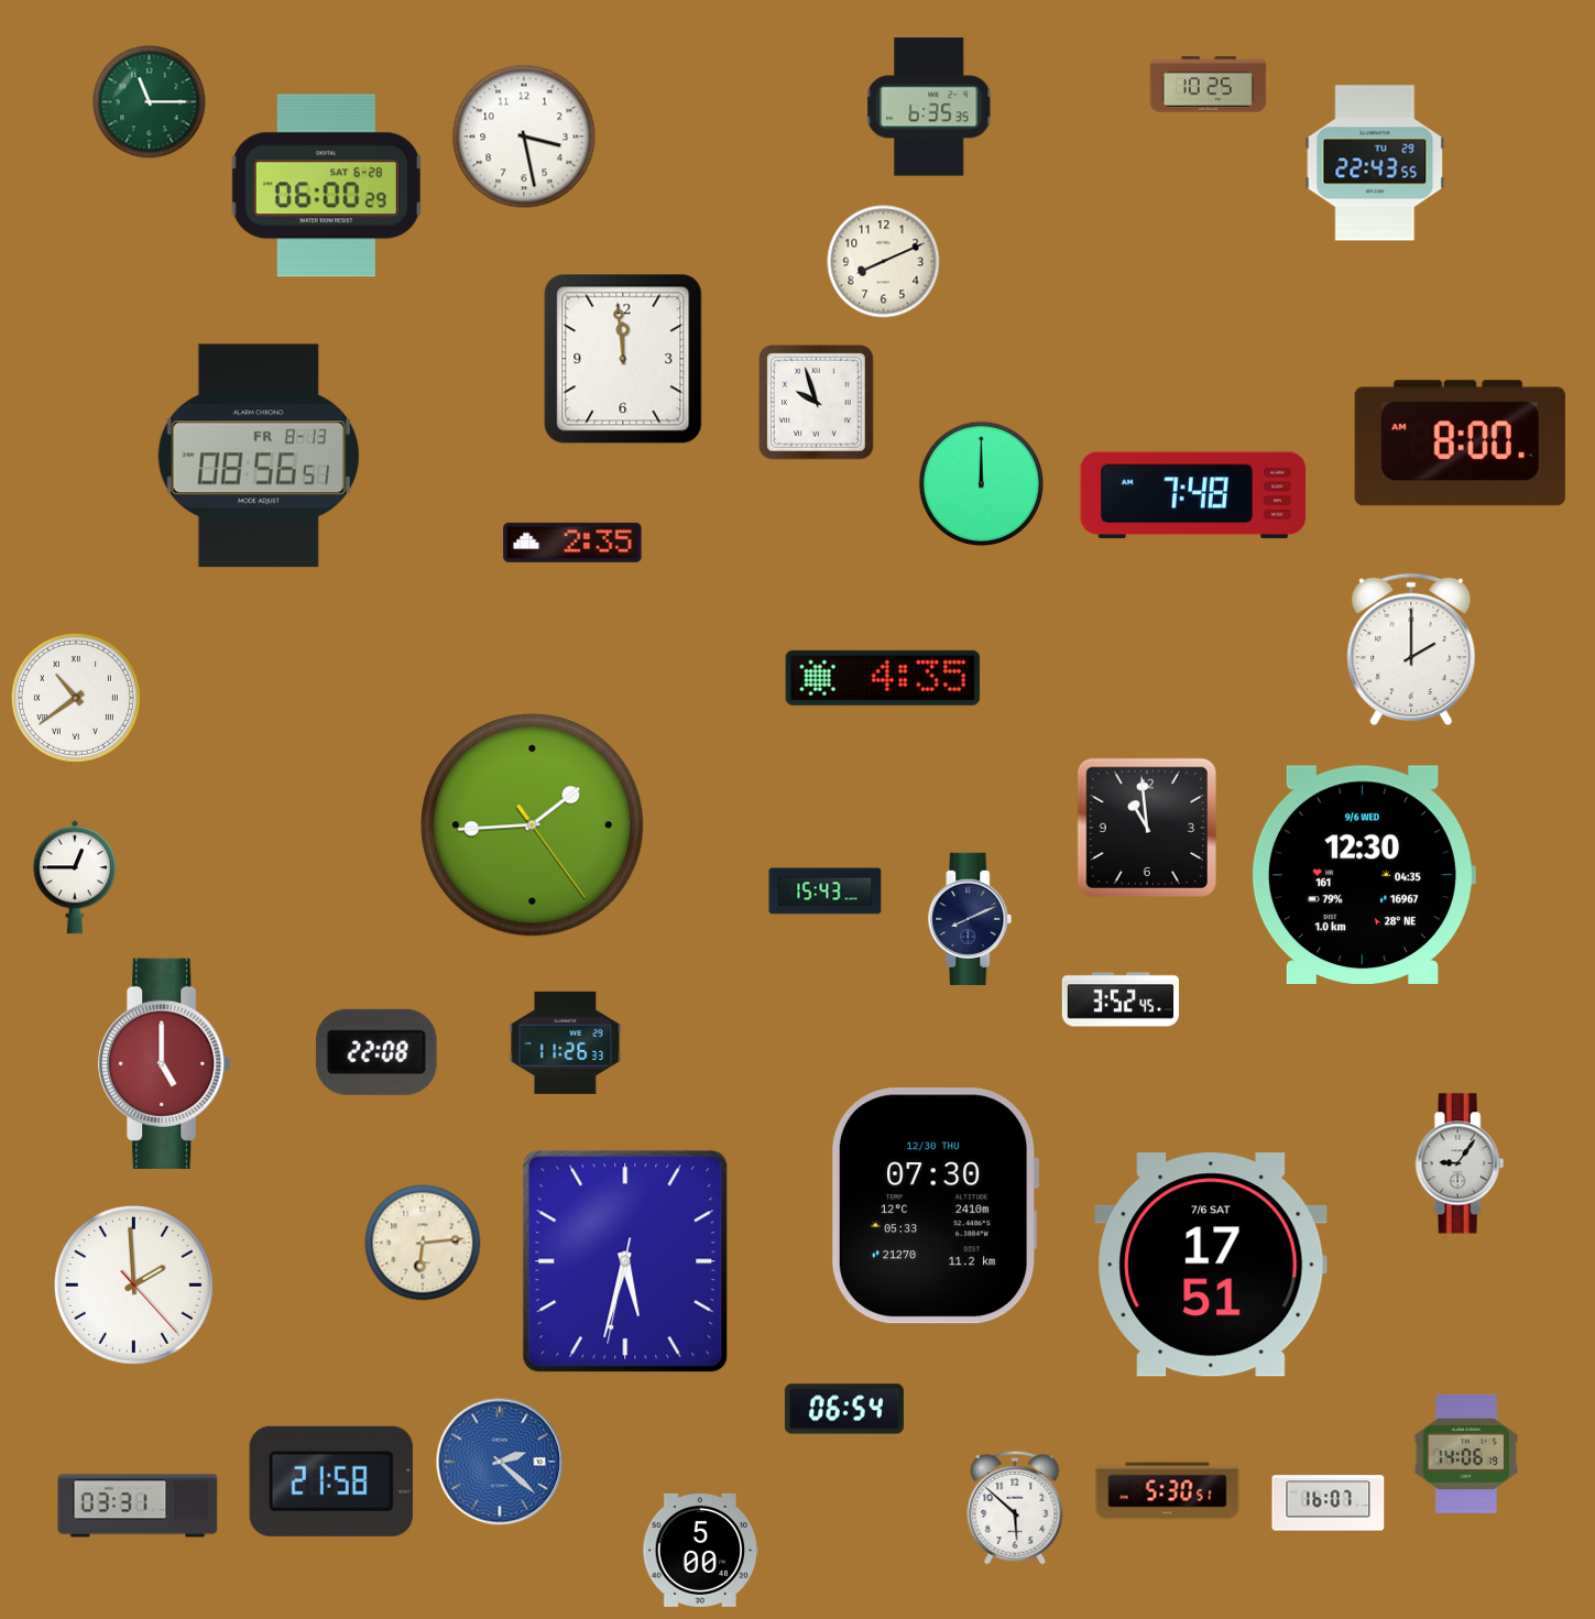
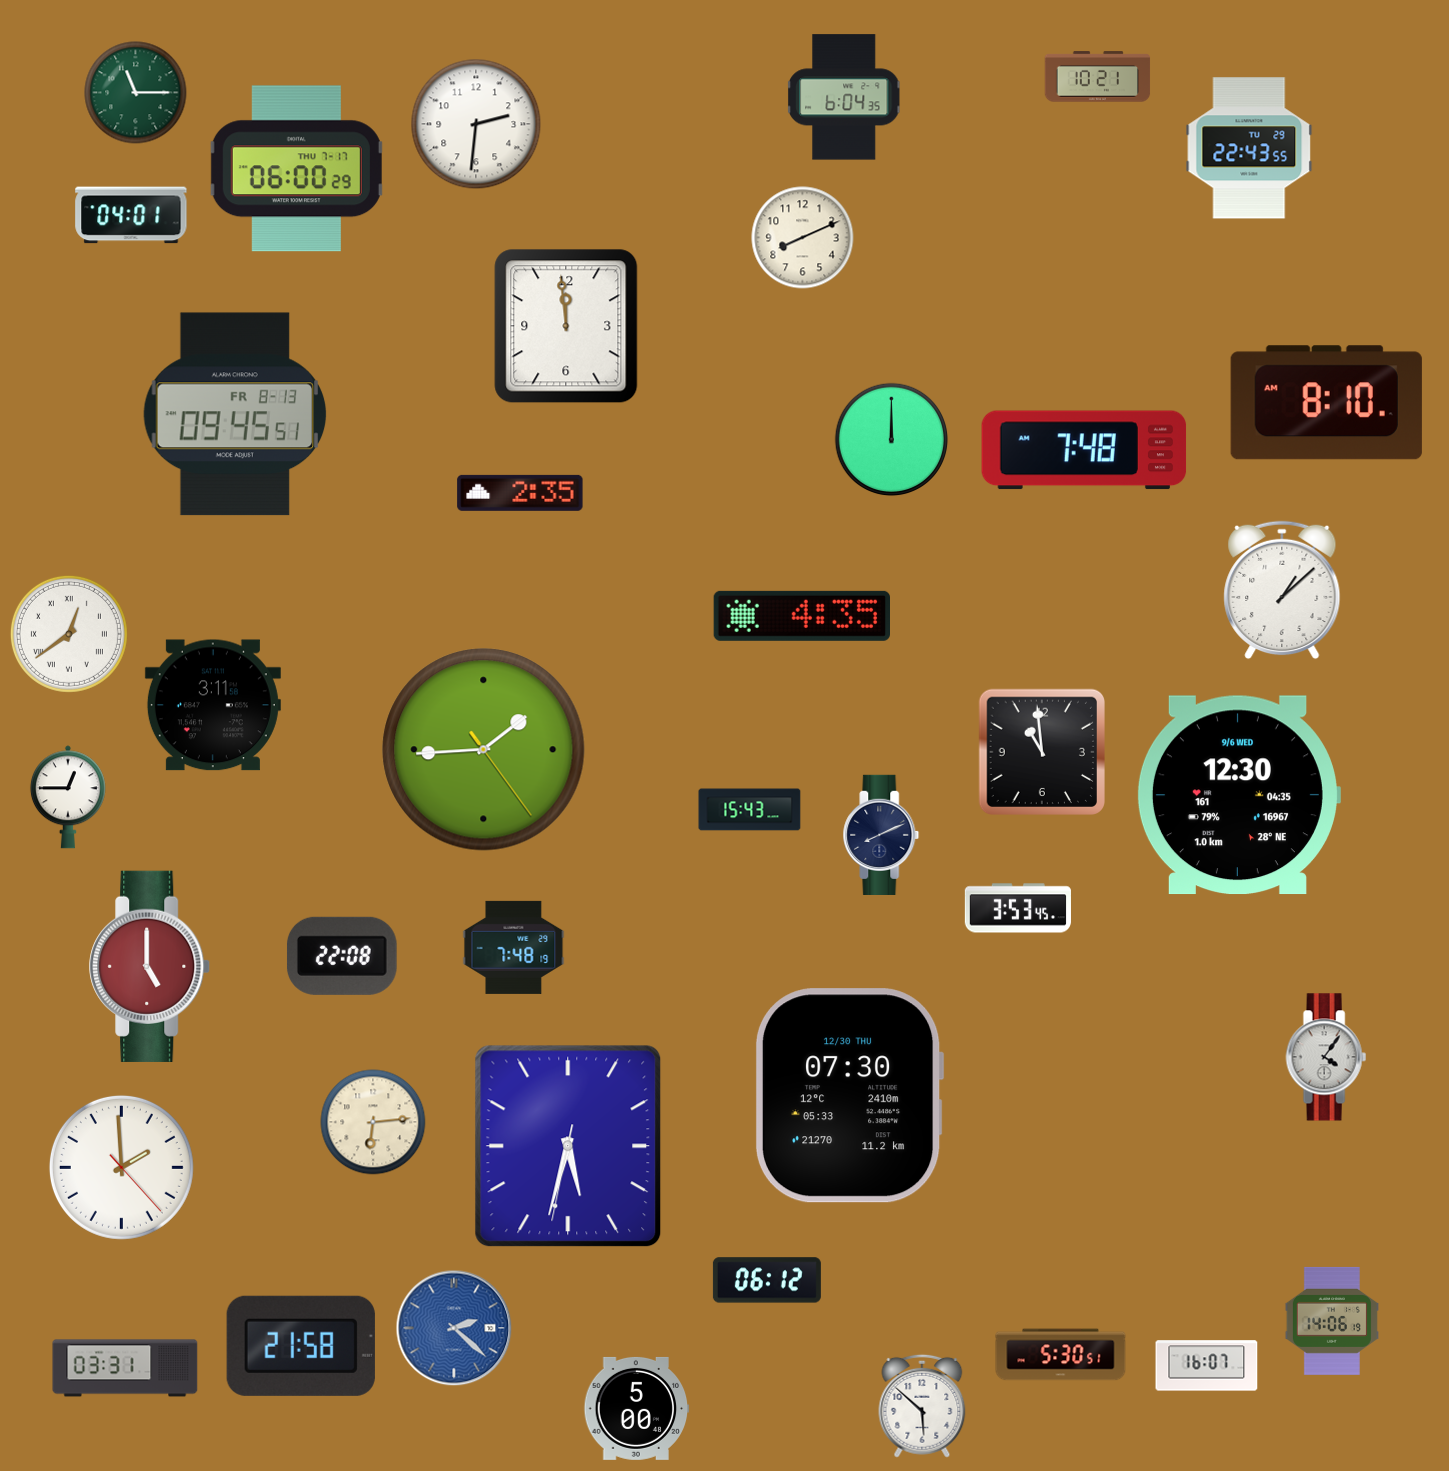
clock at (1209, 85): 10:25 -> 10:21
clock at (930, 107): 6:35 -> 6:04
clock at (524, 136): 3:28 -> 2:31
clock at (326, 186) date: SAT 6-28 -> THU 7-17
clock at (131, 215): none -> 04:01
clock at (817, 403): 9:57 -> none
clock at (1460, 444): 8:00 -> 8:10
clock at (259, 456): 08:56 -> 09:45
clock at (1411, 649): 2:00 -> 1:08
clock at (76, 698): 10:39 -> 12:39
clock at (213, 705): none -> 3:11
clock at (1121, 999): 3:52 -> 3:53
clock at (566, 1042): 11:26 -> 7:48
clock at (1460, 1163): 9:06 -> 4:06
clock at (423, 1243) position: (423, 1243) -> (373, 1122)
clock at (1211, 1265): 17:51 -> none
clock at (844, 1409): 06:54 -> 06:12
clock at (1015, 1508) position: (1015, 1508) -> (922, 1406)
